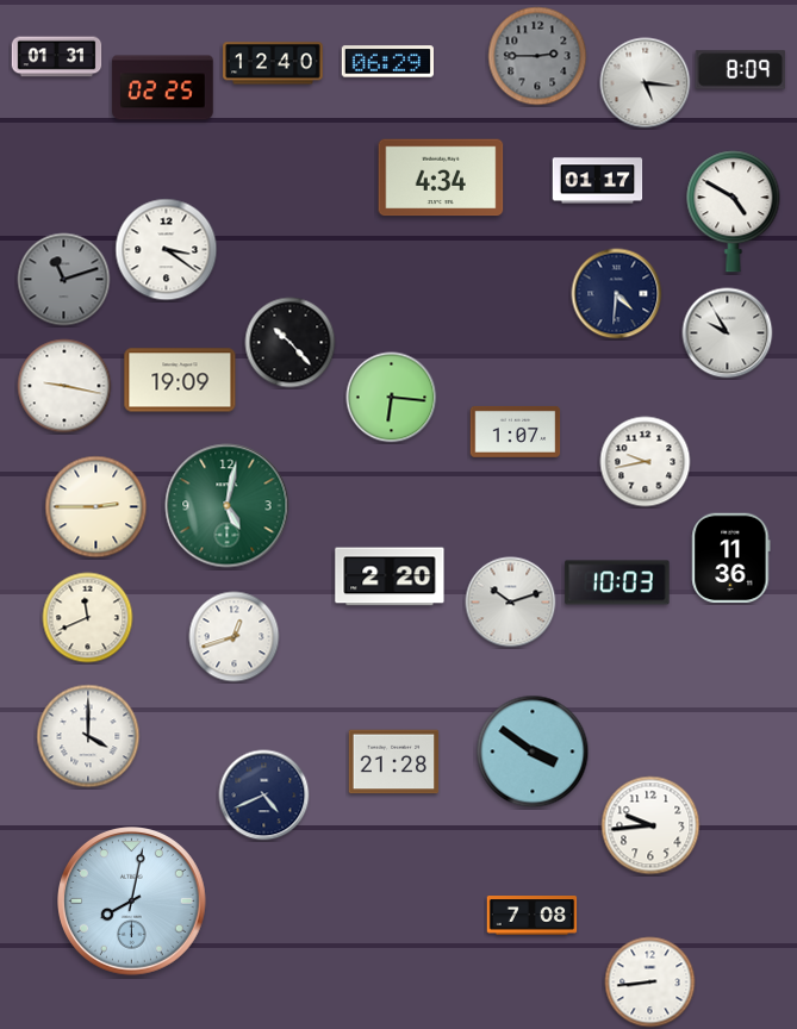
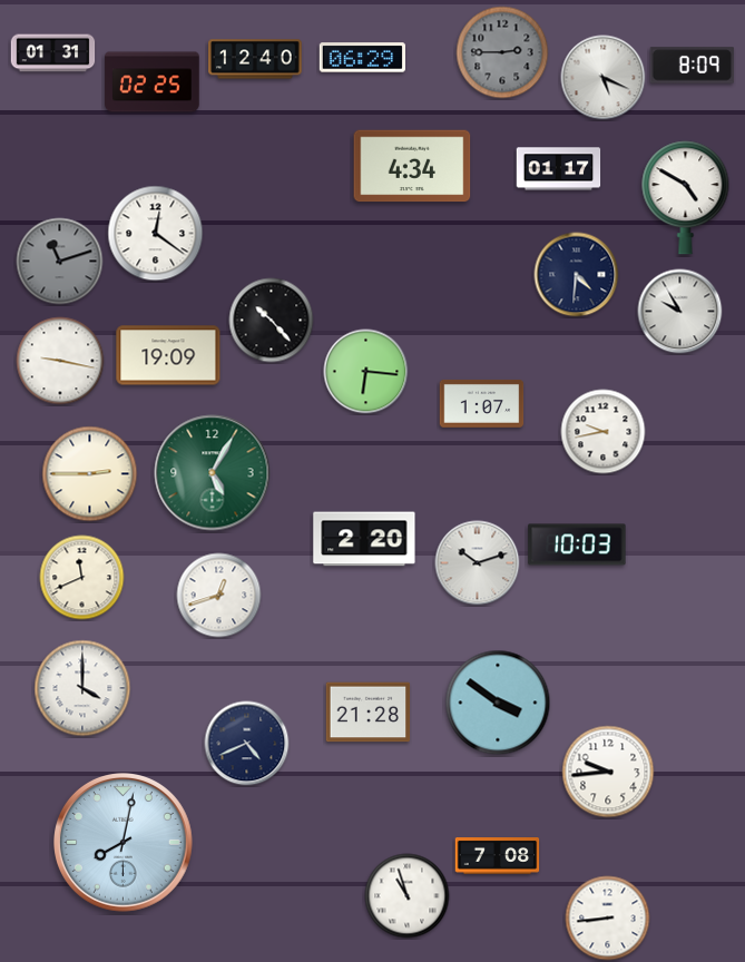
clock at (646, 83): 5:16 -> 5:19
clock at (167, 250): 3:21 -> 12:21
clock at (228, 506): 5:02 -> 5:05
clock at (731, 559): 11:36 -> none
clock at (408, 896): none -> 10:57
